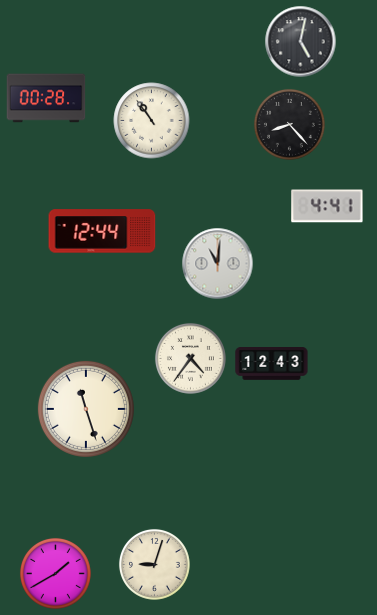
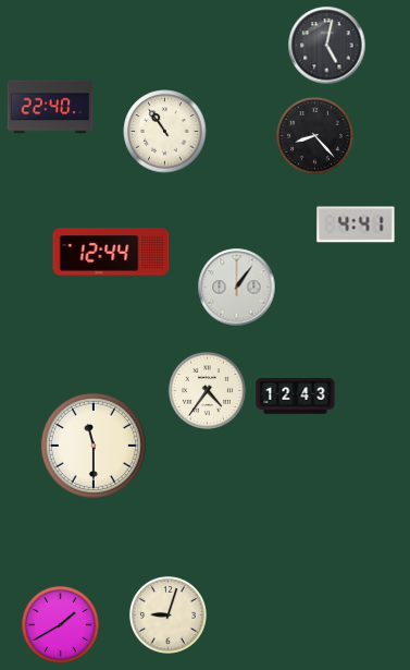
clock at (46, 98): 00:28 -> 22:40
clock at (218, 264): 11:01 -> 1:06
clock at (86, 409): 11:27 -> 11:30
